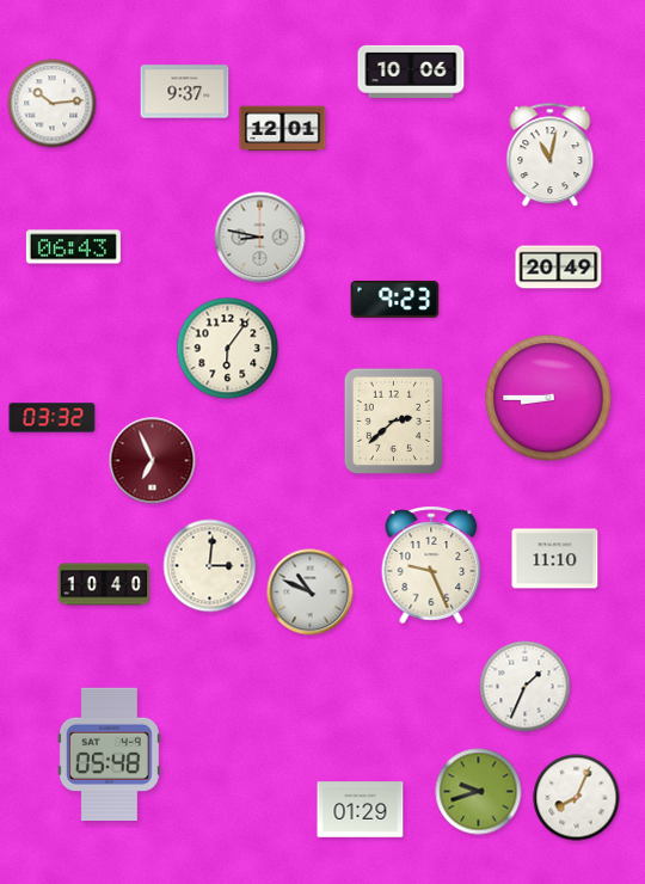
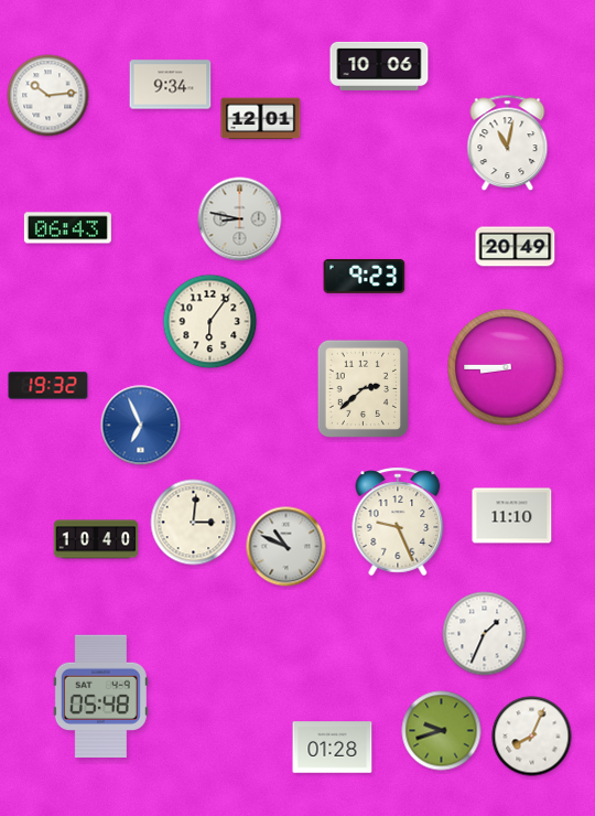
clock at (185, 92): 9:37 -> 9:34
clock at (53, 418): 03:32 -> 19:32
clock at (153, 461) dial: burgundy -> blue
clock at (361, 810): 01:29 -> 01:28
